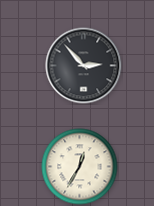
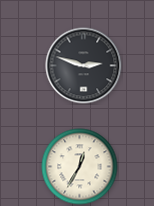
clock at (84, 66): 2:53 -> 2:48
